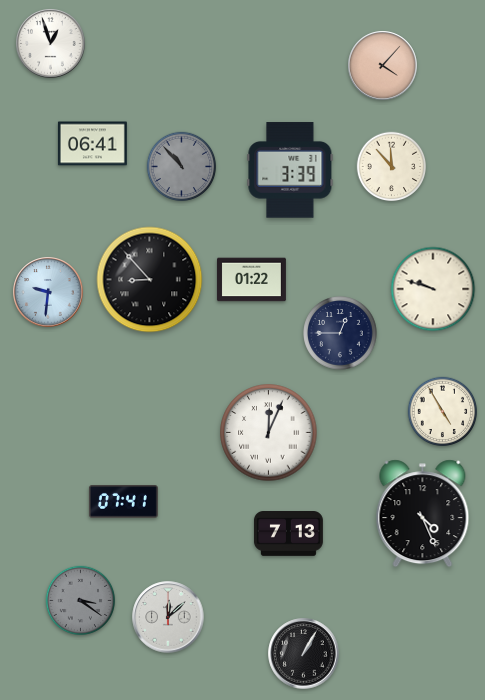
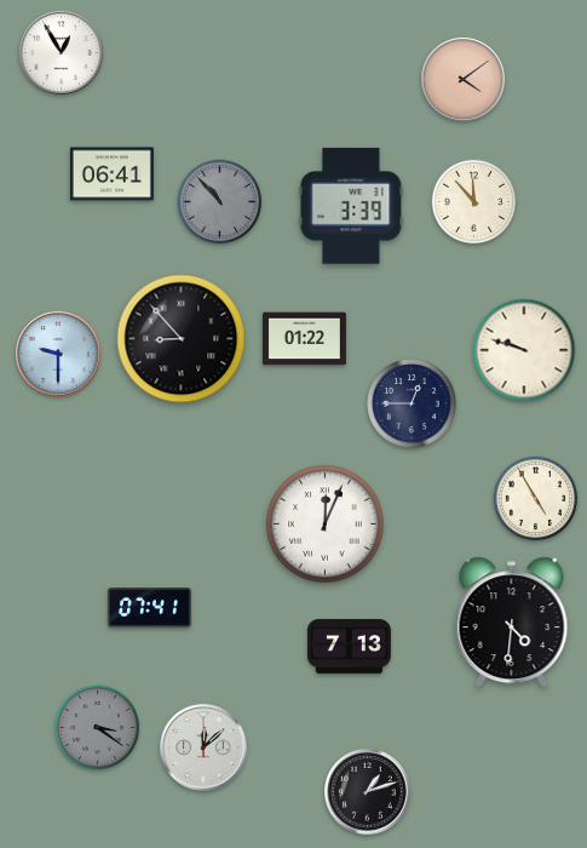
clock at (51, 44): 12:57 -> 12:55
clock at (383, 66): 4:07 -> 4:09
clock at (48, 292): 9:31 -> 9:30
clock at (423, 514): 4:26 -> 4:31
clock at (304, 654): 1:05 -> 1:12
